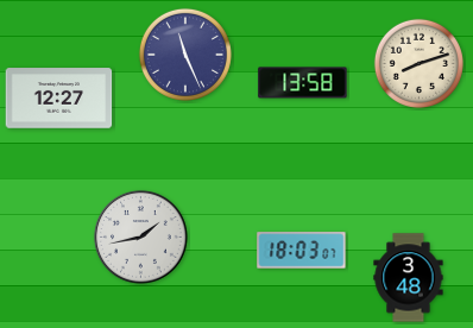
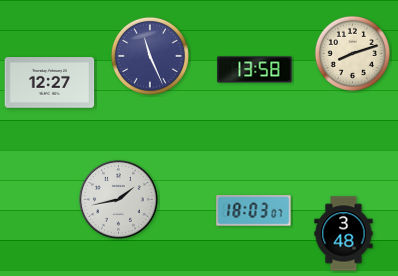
clock at (185, 55) position: (185, 55) -> (150, 56)
